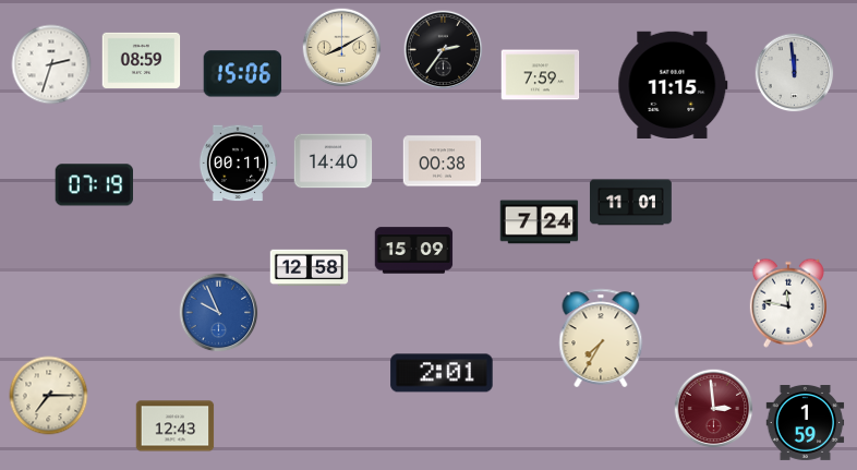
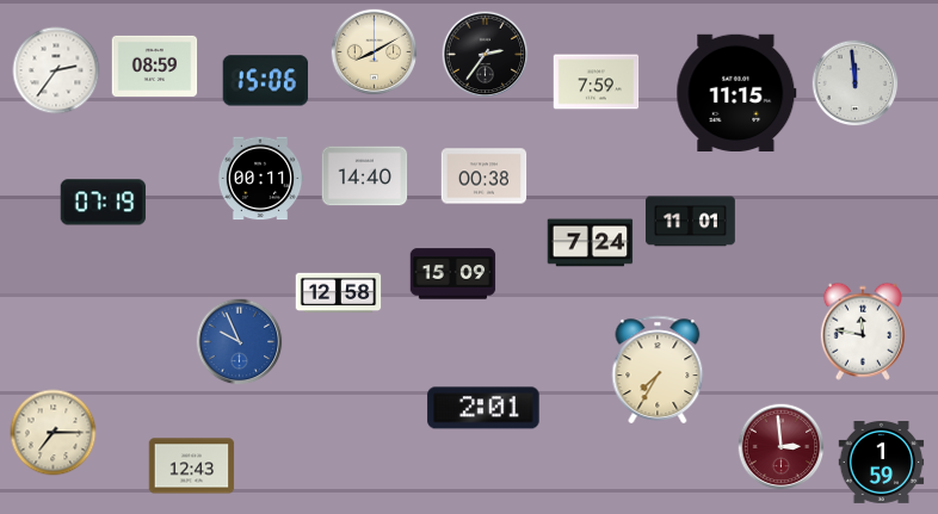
clock at (51, 64): 2:33 -> 2:36
clock at (795, 73) position: (795, 73) -> (856, 83)
clock at (541, 75) position: (541, 75) -> (597, 82)
